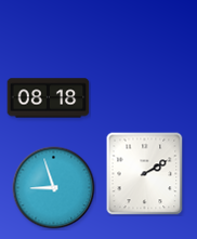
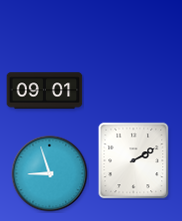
clock at (49, 98): 08:18 -> 09:01
